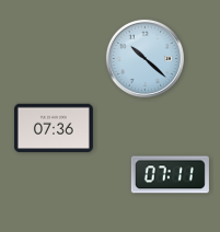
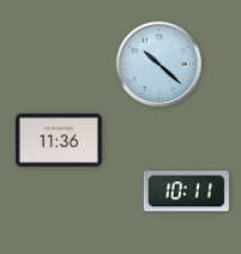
clock at (54, 128): 07:36 -> 11:36
clock at (170, 175): 07:11 -> 10:11
